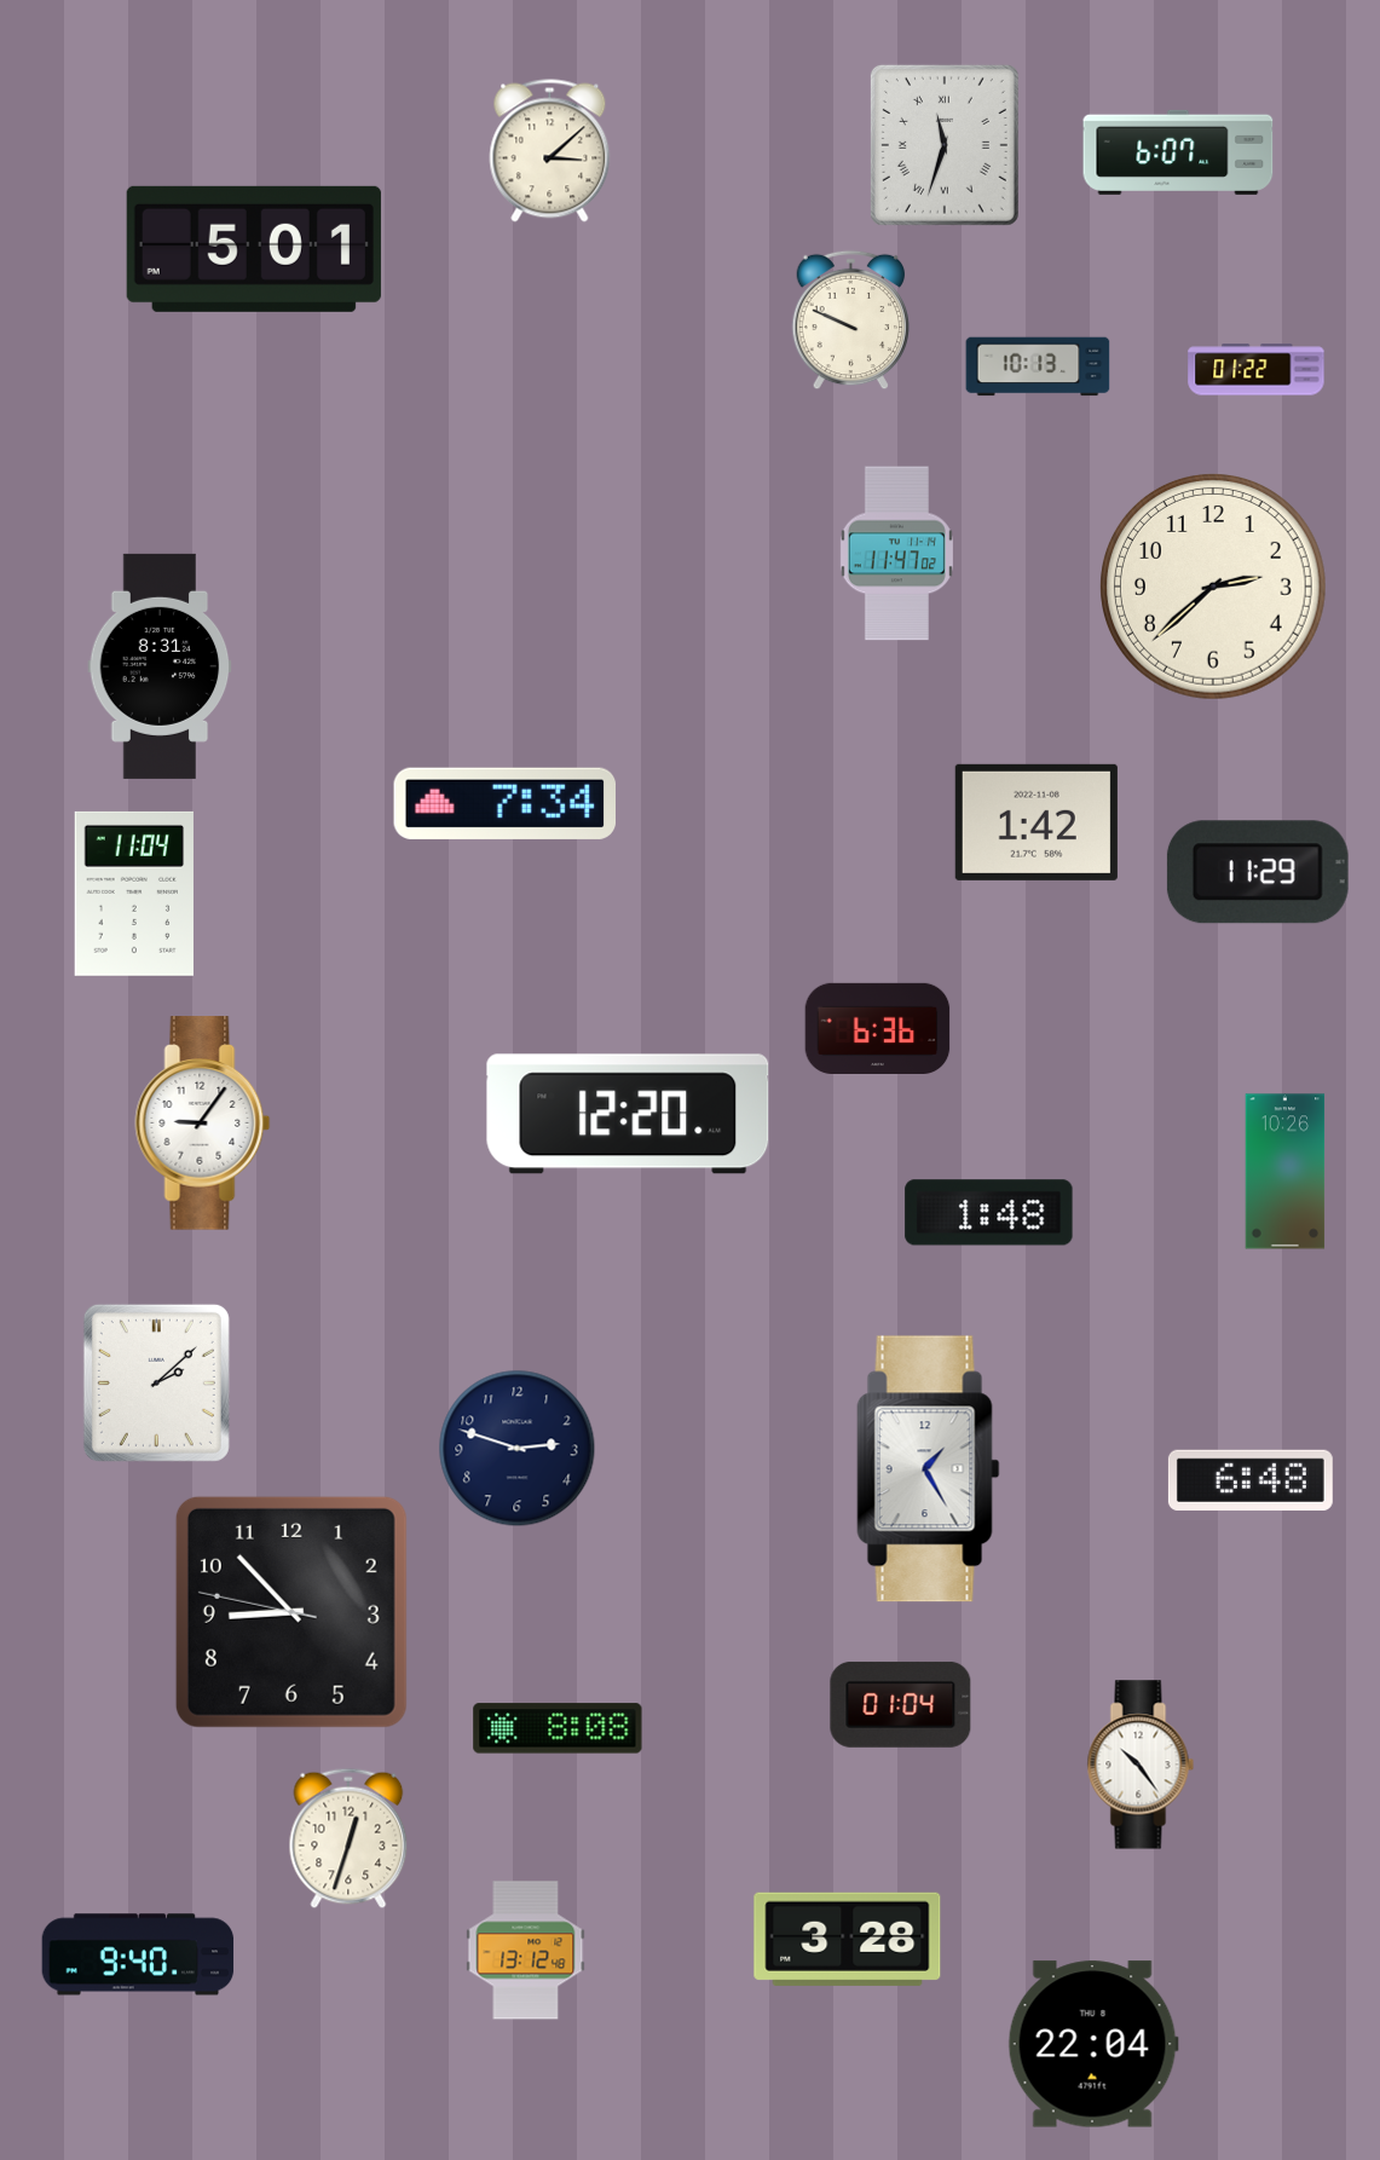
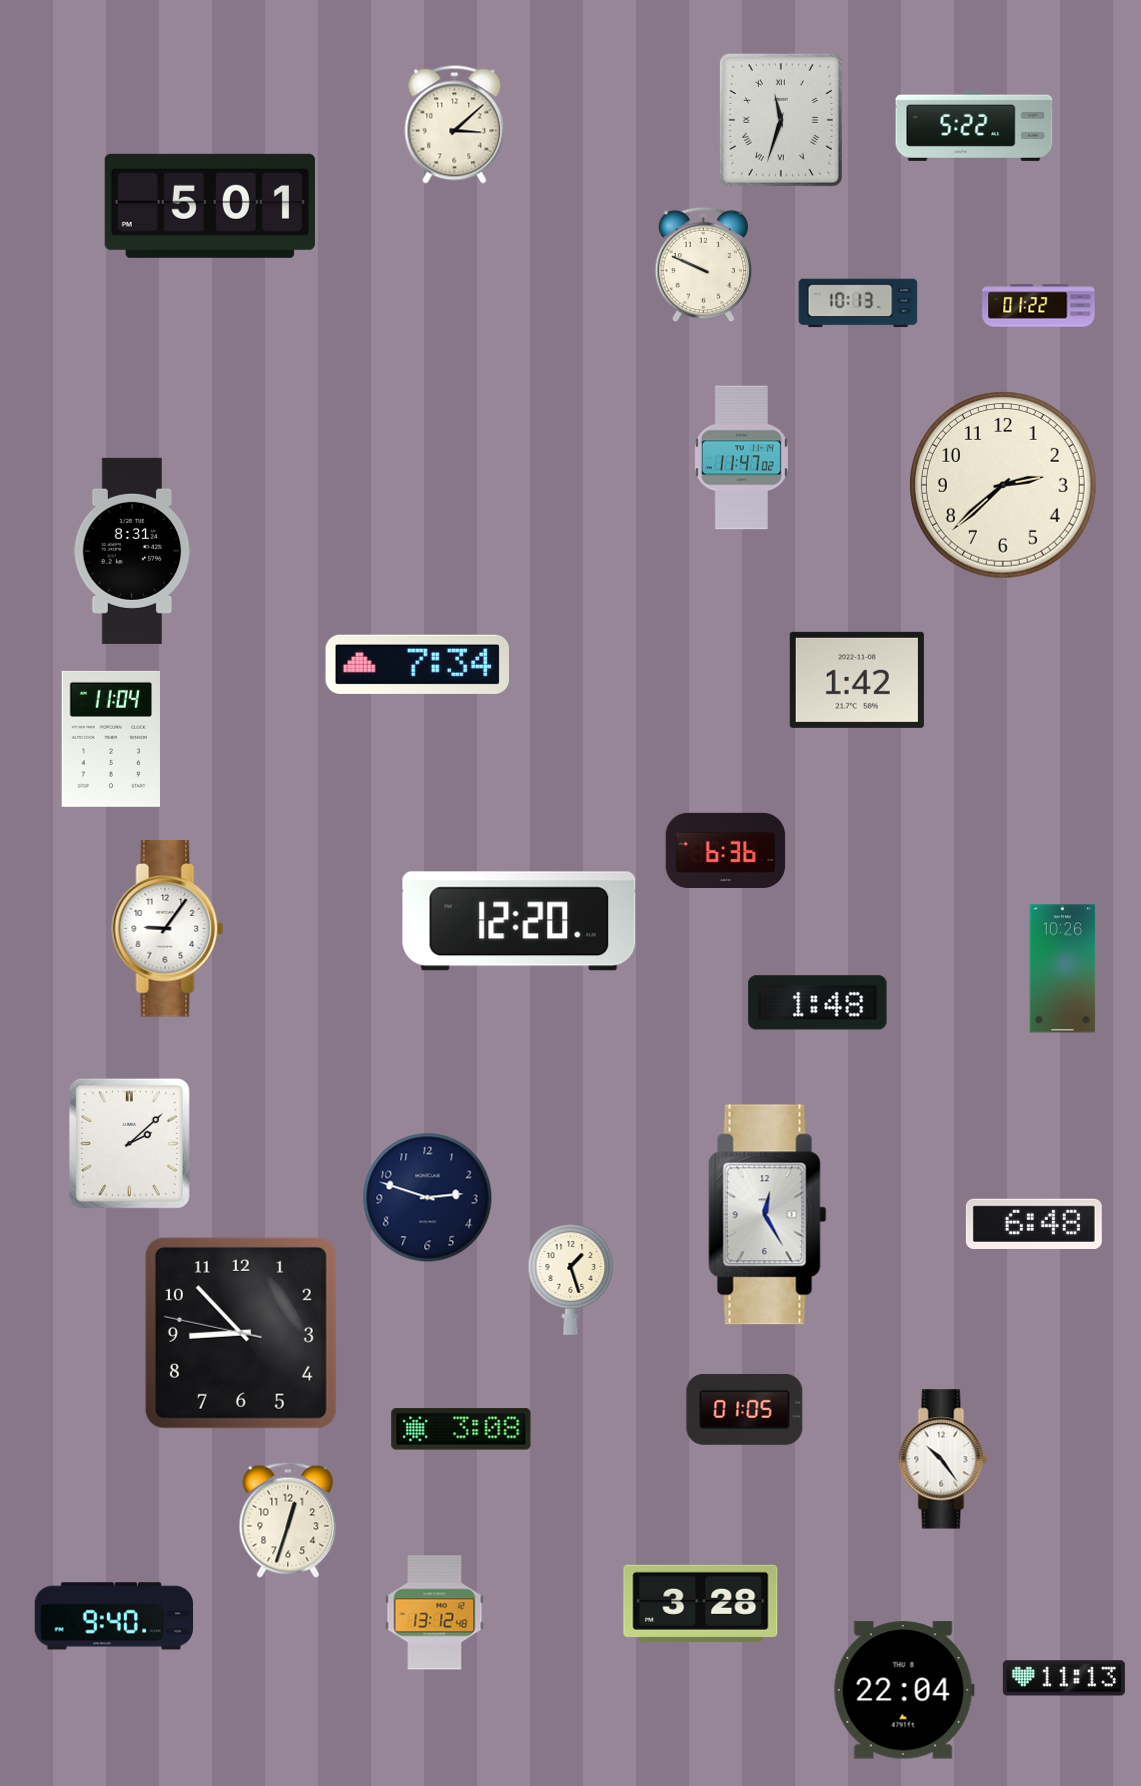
clock at (1178, 152): 6:07 -> 5:22
clock at (1258, 872): 11:29 -> none
clock at (929, 1469): 1:25 -> 12:25
clock at (571, 1279): none -> 1:27
clock at (901, 1704): 01:04 -> 01:05
clock at (558, 1728): 8:08 -> 3:08
clock at (1064, 1678): none -> 11:13
